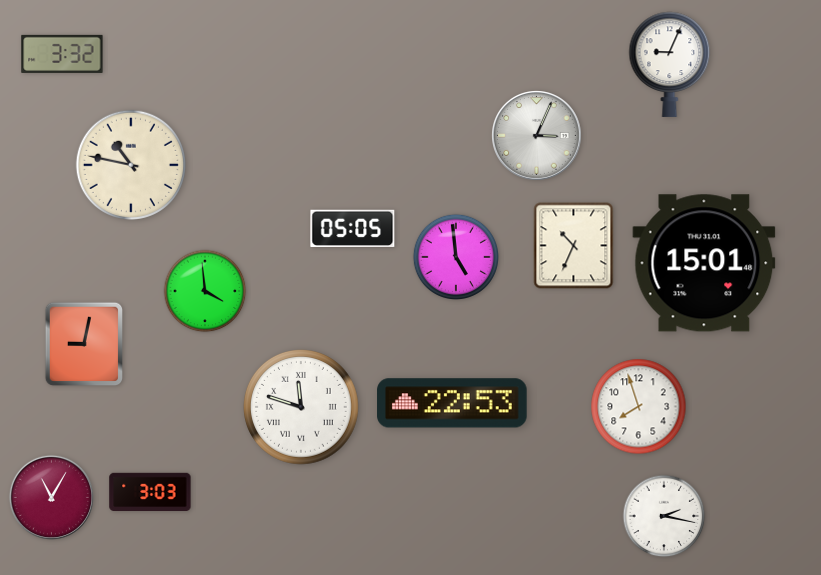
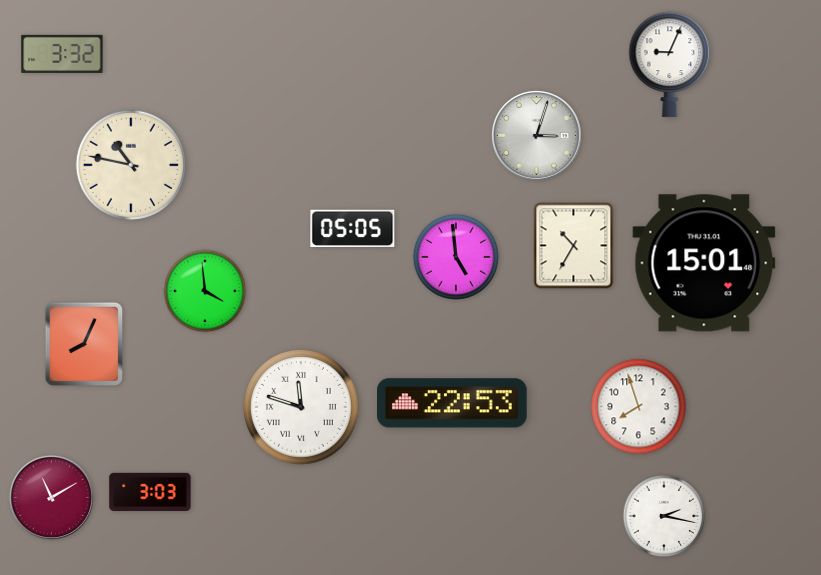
clock at (537, 136): 3:04 -> 3:03
clock at (574, 246): 10:34 -> 10:35
clock at (84, 344): 9:02 -> 8:04
clock at (51, 497): 11:05 -> 11:10
